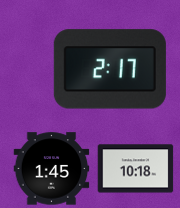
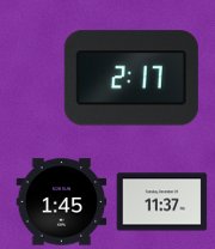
clock at (110, 69) position: (110, 69) -> (131, 78)
clock at (136, 169): 10:18 -> 11:37
